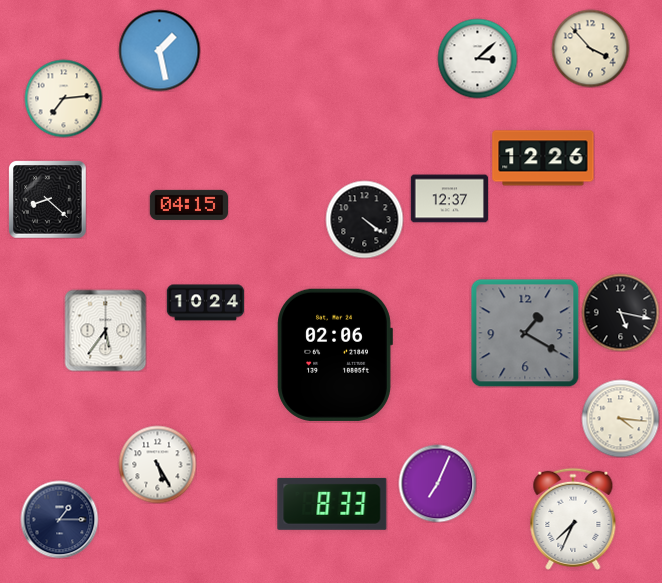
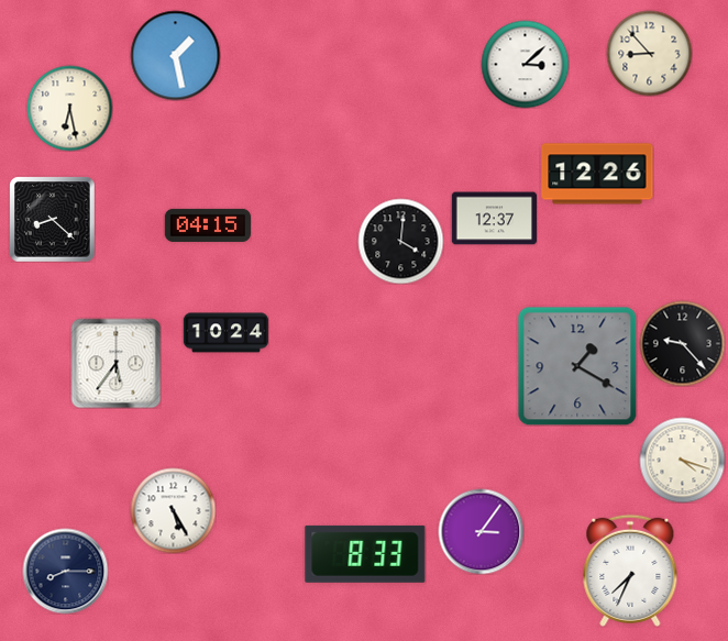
clock at (590, 48): 3:53 -> 8:53
clock at (63, 98): 7:14 -> 6:28
clock at (364, 219): 4:21 -> 4:01
clock at (620, 312): 5:17 -> 9:23
clock at (335, 355): 02:06 -> none
clock at (620, 418): 4:16 -> 4:18
clock at (437, 483): 7:04 -> 3:06
clock at (59, 519): 1:15 -> 8:15
